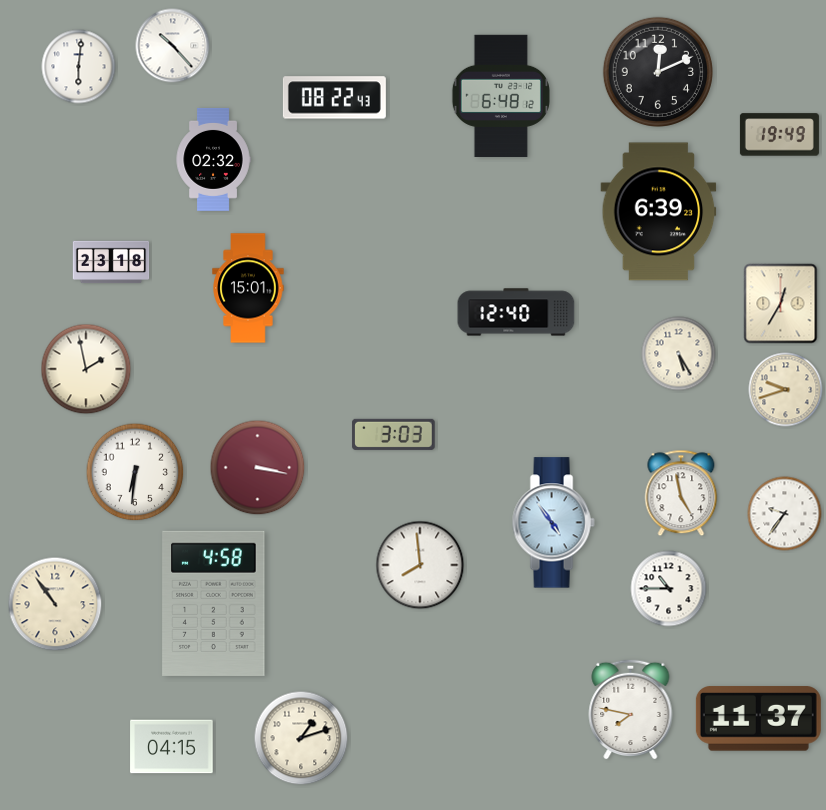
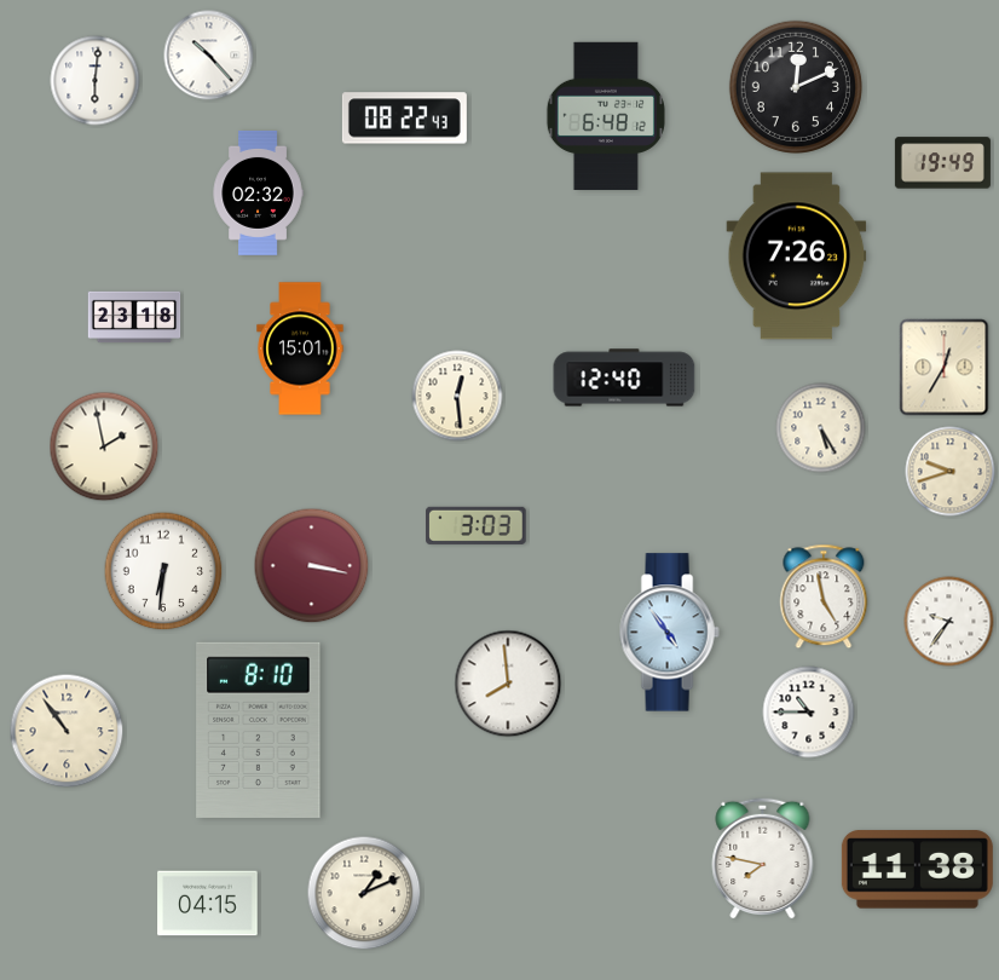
clock at (659, 212): 6:39 -> 7:26
clock at (457, 396): none -> 12:29
clock at (214, 603): 4:58 -> 8:10
clock at (758, 719): 11:37 -> 11:38
clock at (301, 738): 1:12 -> 1:11
